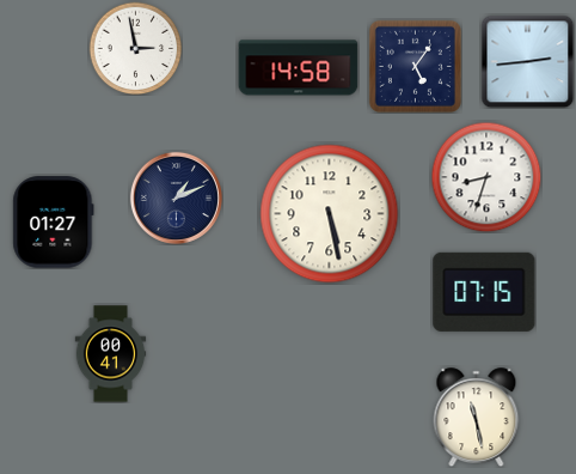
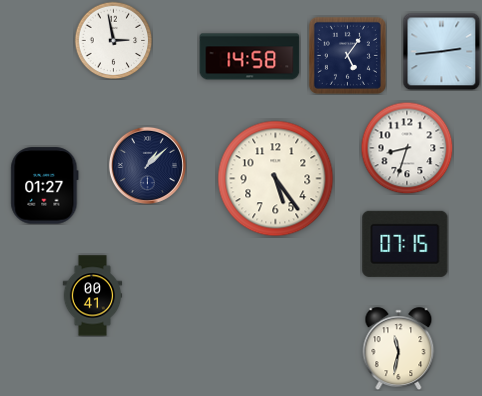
clock at (176, 197): 1:11 -> 1:08
clock at (330, 214): 5:28 -> 5:24
clock at (477, 418): 11:28 -> 11:32
